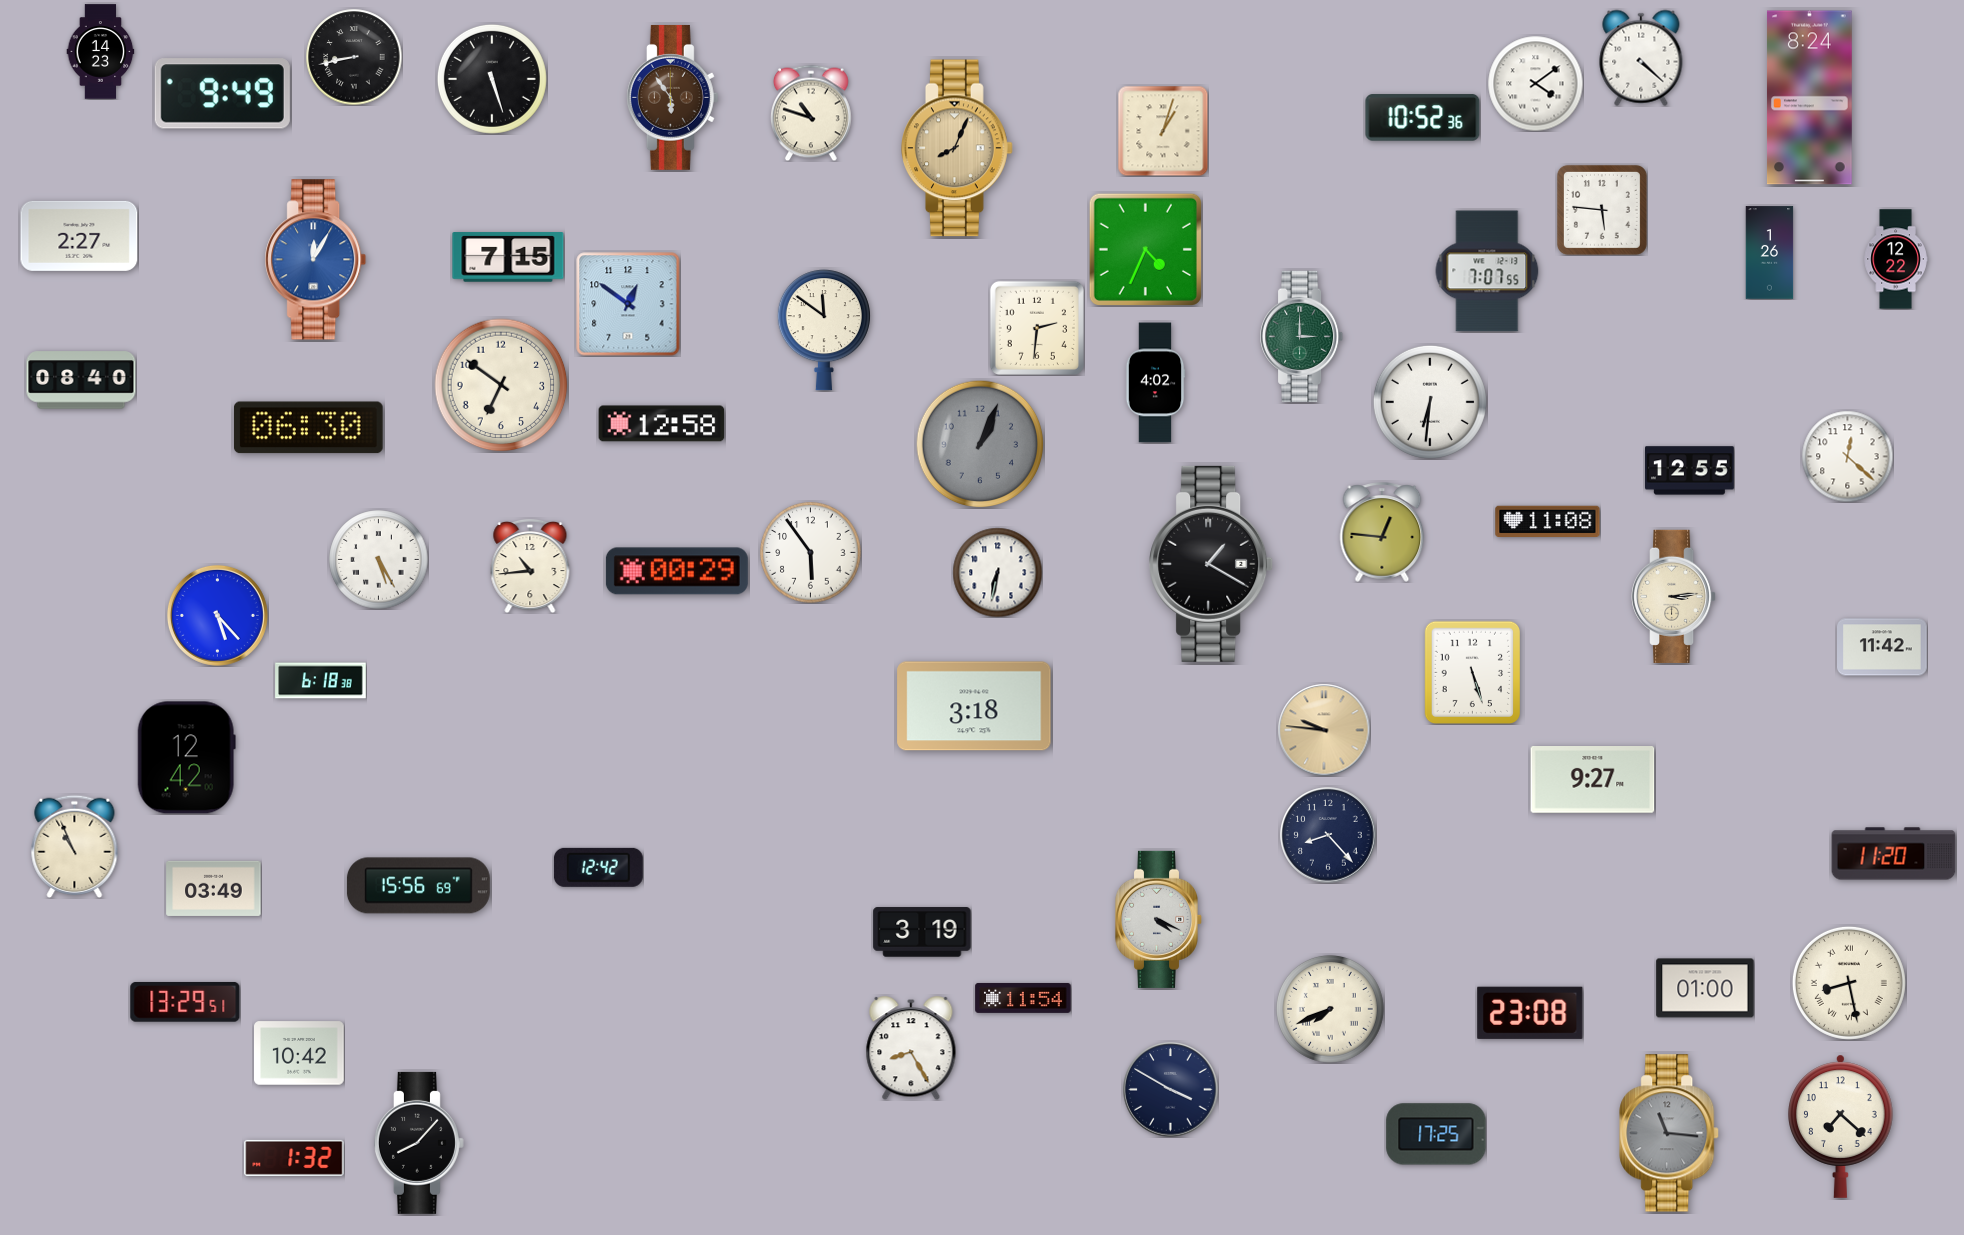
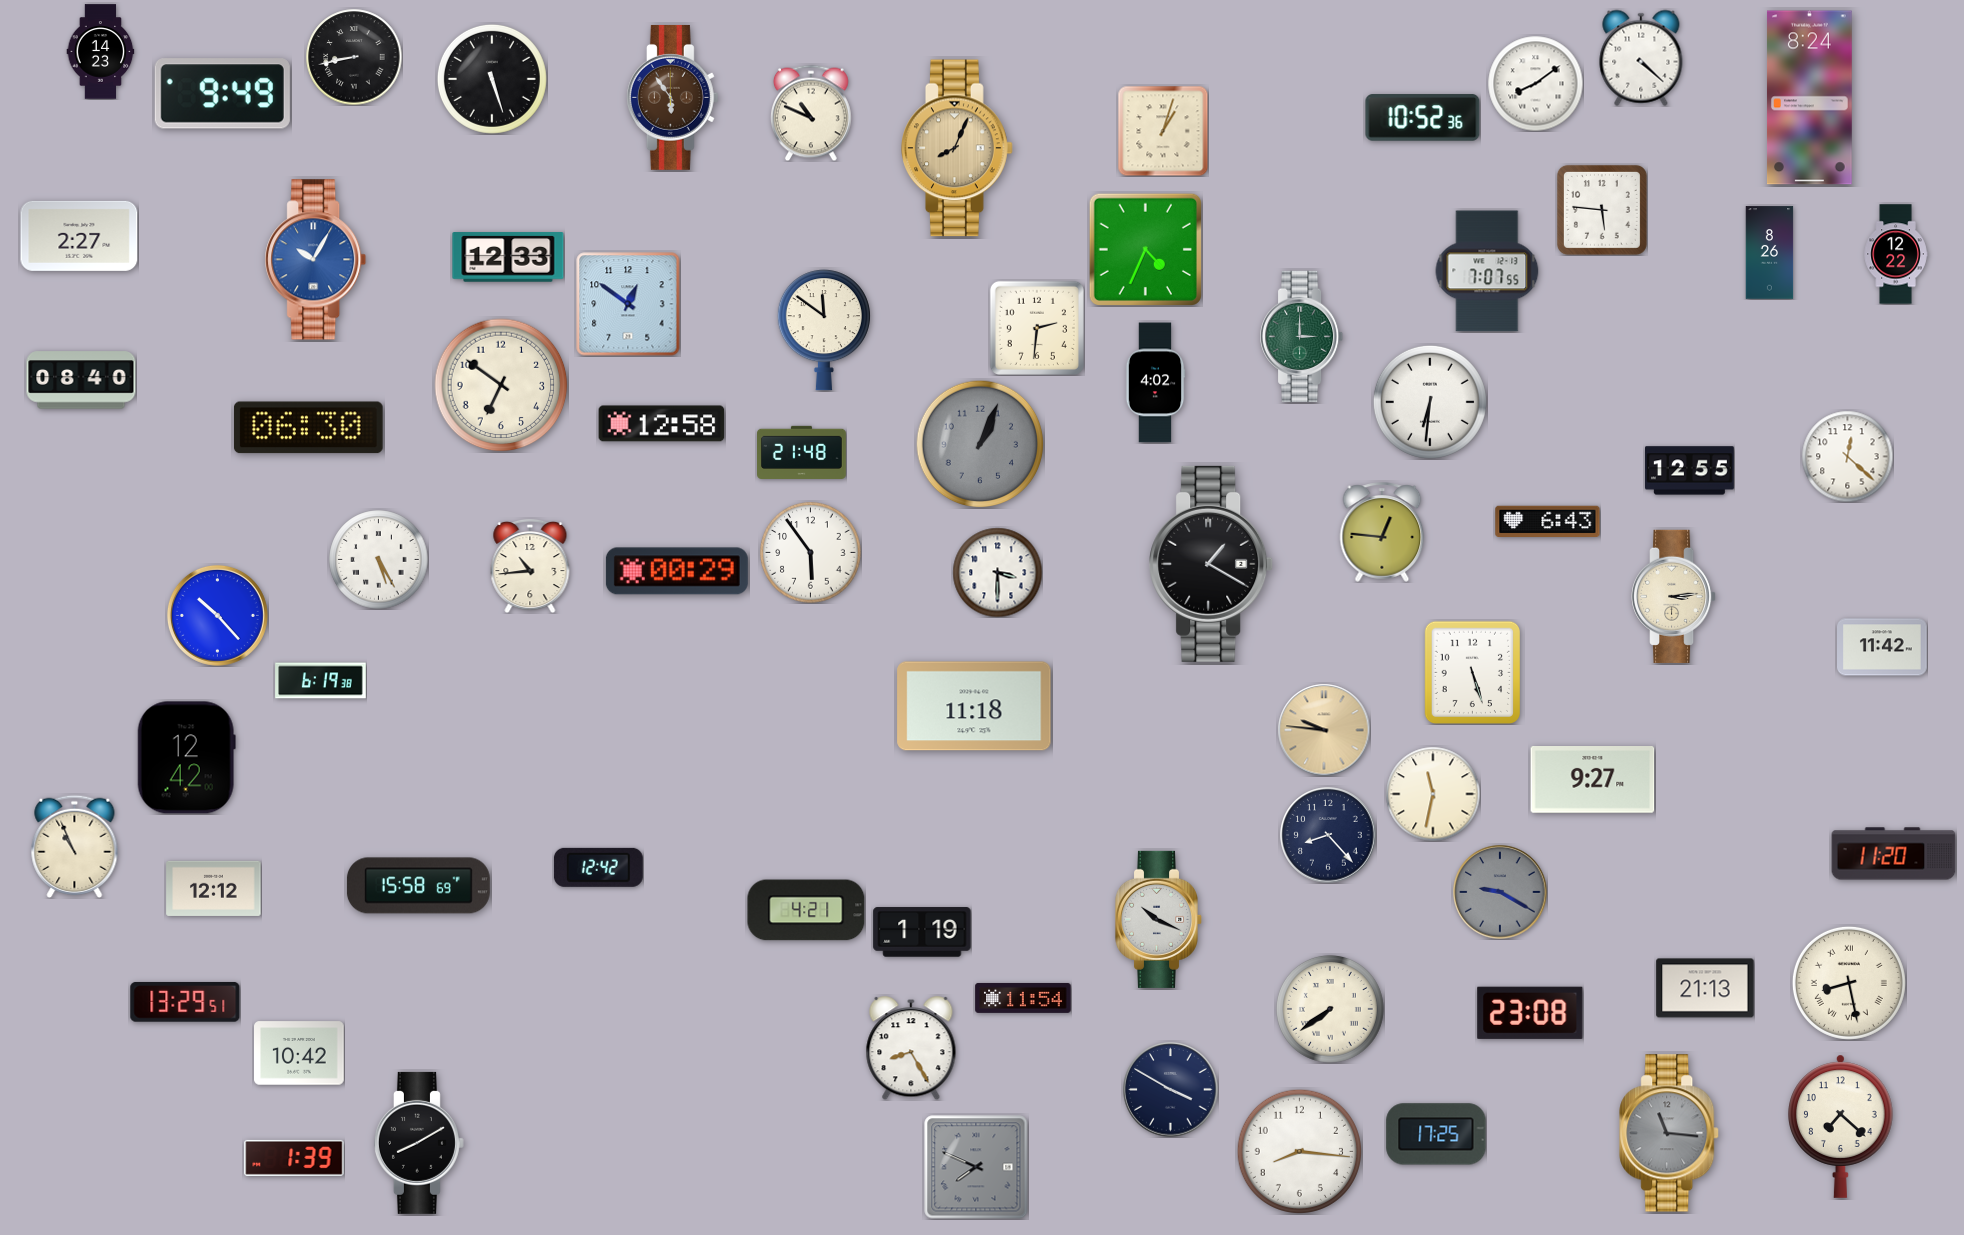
clock at (1535, 83): 4:09 -> 8:09
clock at (811, 113): 10:48 -> 10:49
clock at (1770, 253): 1:26 -> 8:26
clock at (508, 257): 7:15 -> 12:33
clock at (1896, 259) position: (1896, 259) -> (1896, 254)
clock at (316, 260): 12:05 -> 10:05
clock at (802, 452): none -> 21:48
clock at (1548, 522): 11:08 -> 6:43
clock at (997, 572): 6:32 -> 3:30
clock at (217, 615): 5:23 -> 10:23
clock at (321, 681): 6:18 -> 6:19
clock at (974, 706): 3:18 -> 11:18
clock at (1433, 794): none -> 11:32
clock at (418, 886): 15:56 -> 15:58
clock at (214, 888): 03:49 -> 12:12
clock at (1500, 892): none -> 9:20
clock at (806, 910): none -> 4:21
clock at (1158, 919): 4:19 -> 10:19
clock at (922, 932): 3:19 -> 1:19
clock at (1705, 988): 01:00 -> 21:13
clock at (1330, 1009): 7:41 -> 7:39
clock at (419, 1143): 8:07 -> 8:10
clock at (1299, 1151): none -> 8:16
clock at (294, 1158): 1:32 -> 1:39
clock at (976, 1167): none -> 7:49
